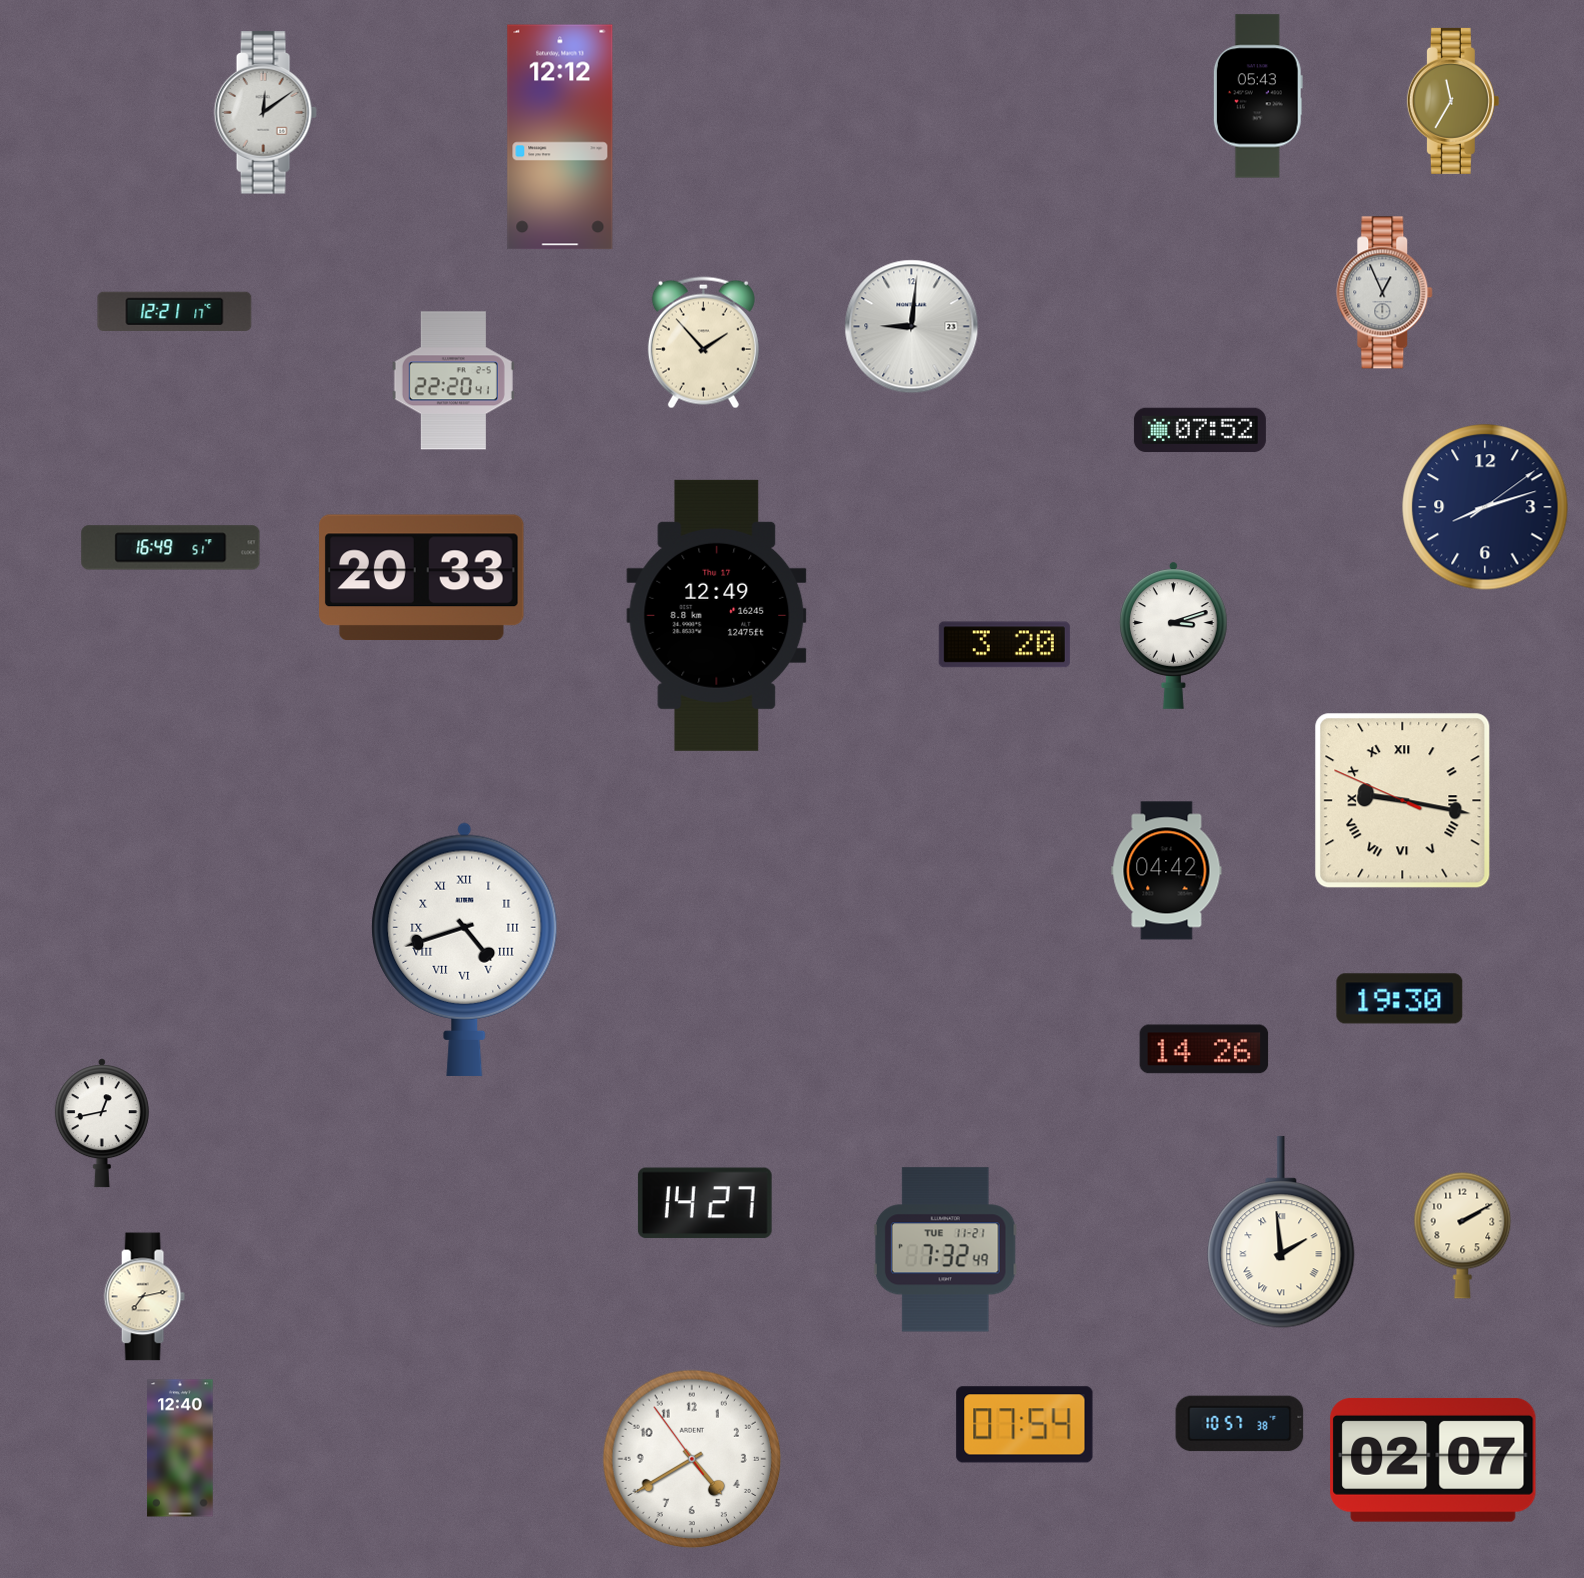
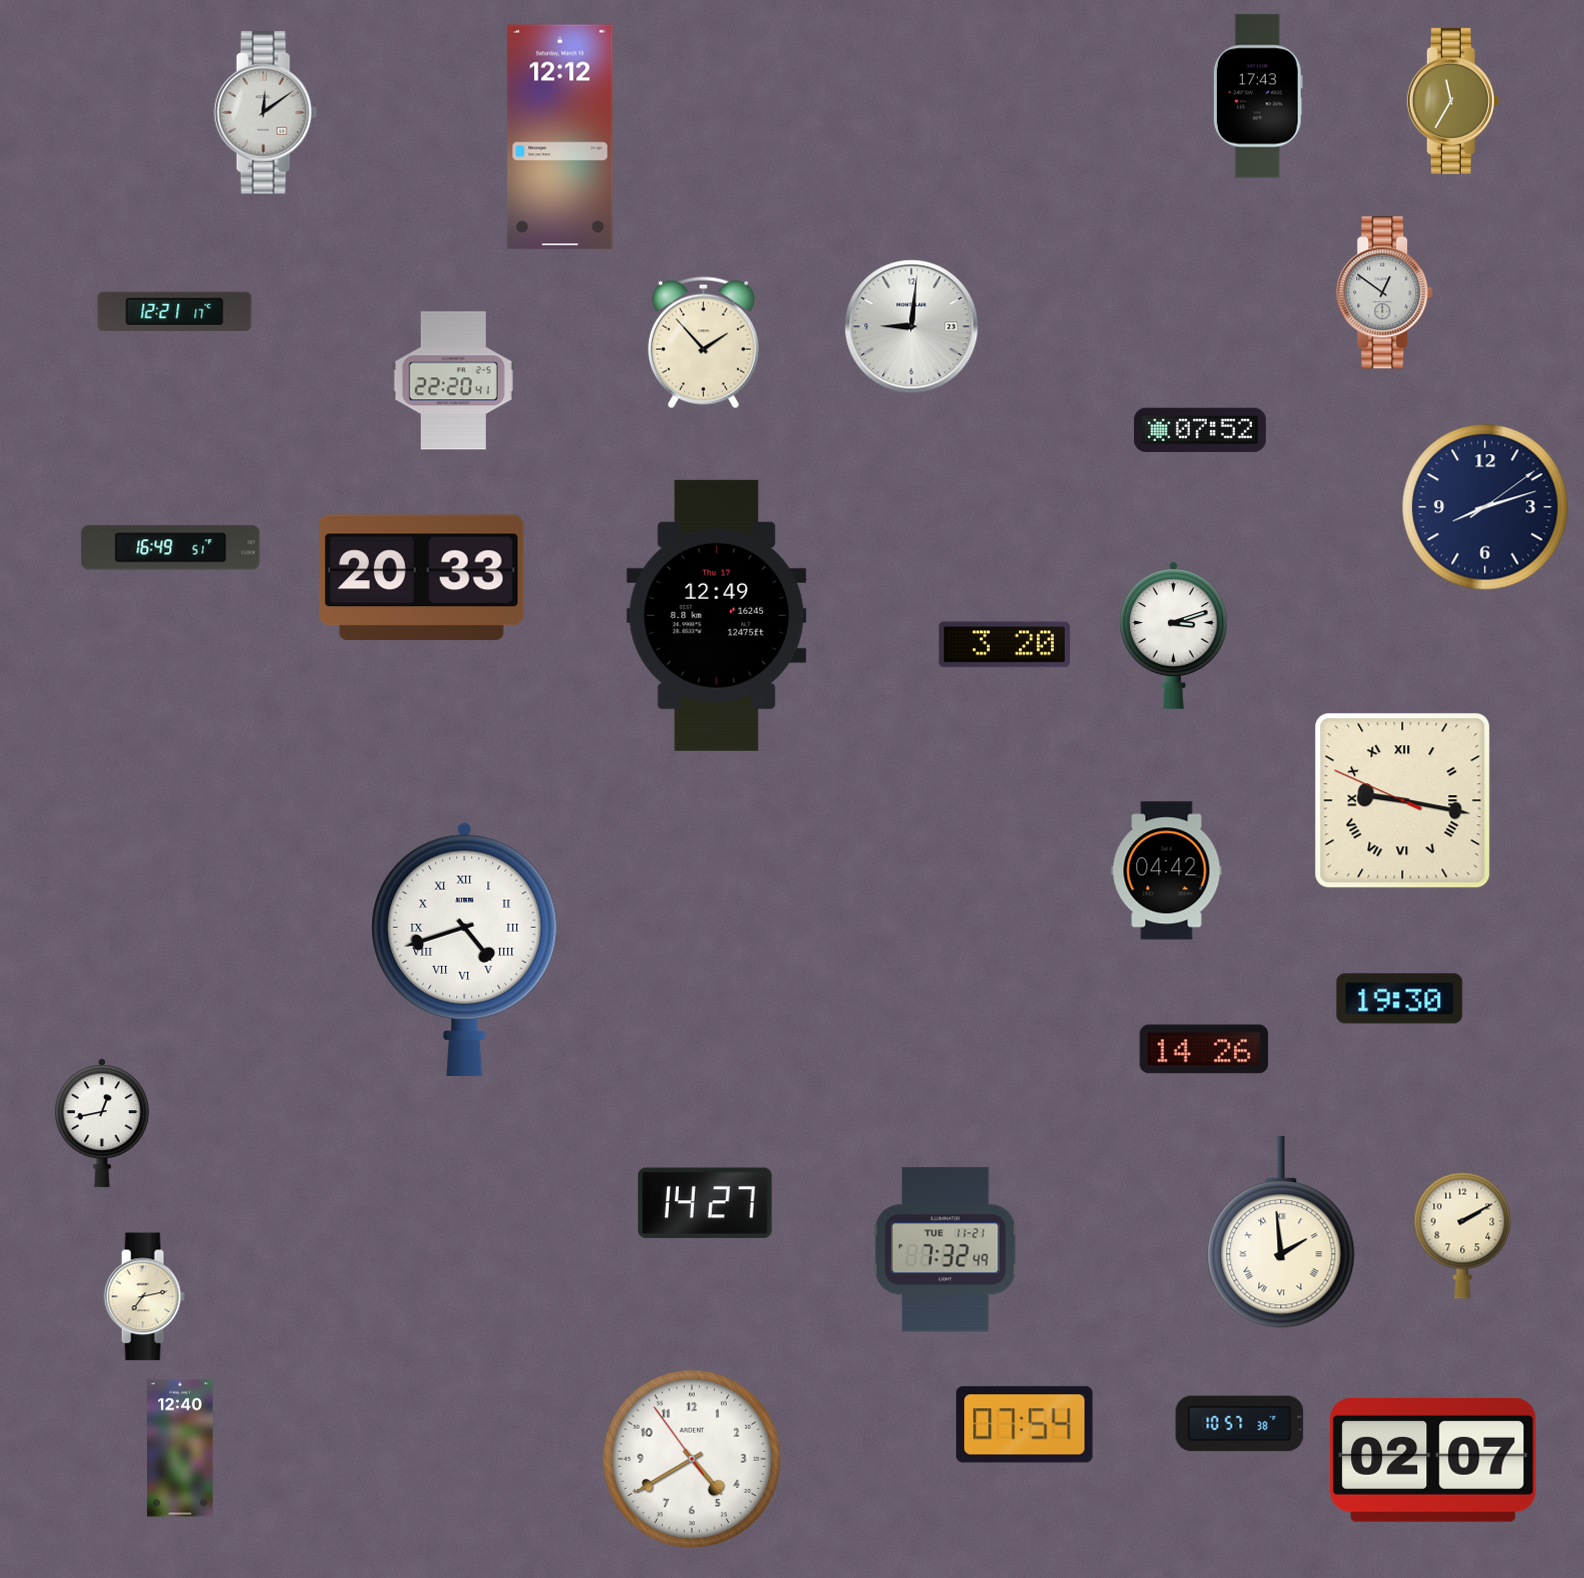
clock at (1258, 96): 05:43 -> 17:43
clock at (1385, 293): 12:56 -> 12:51
